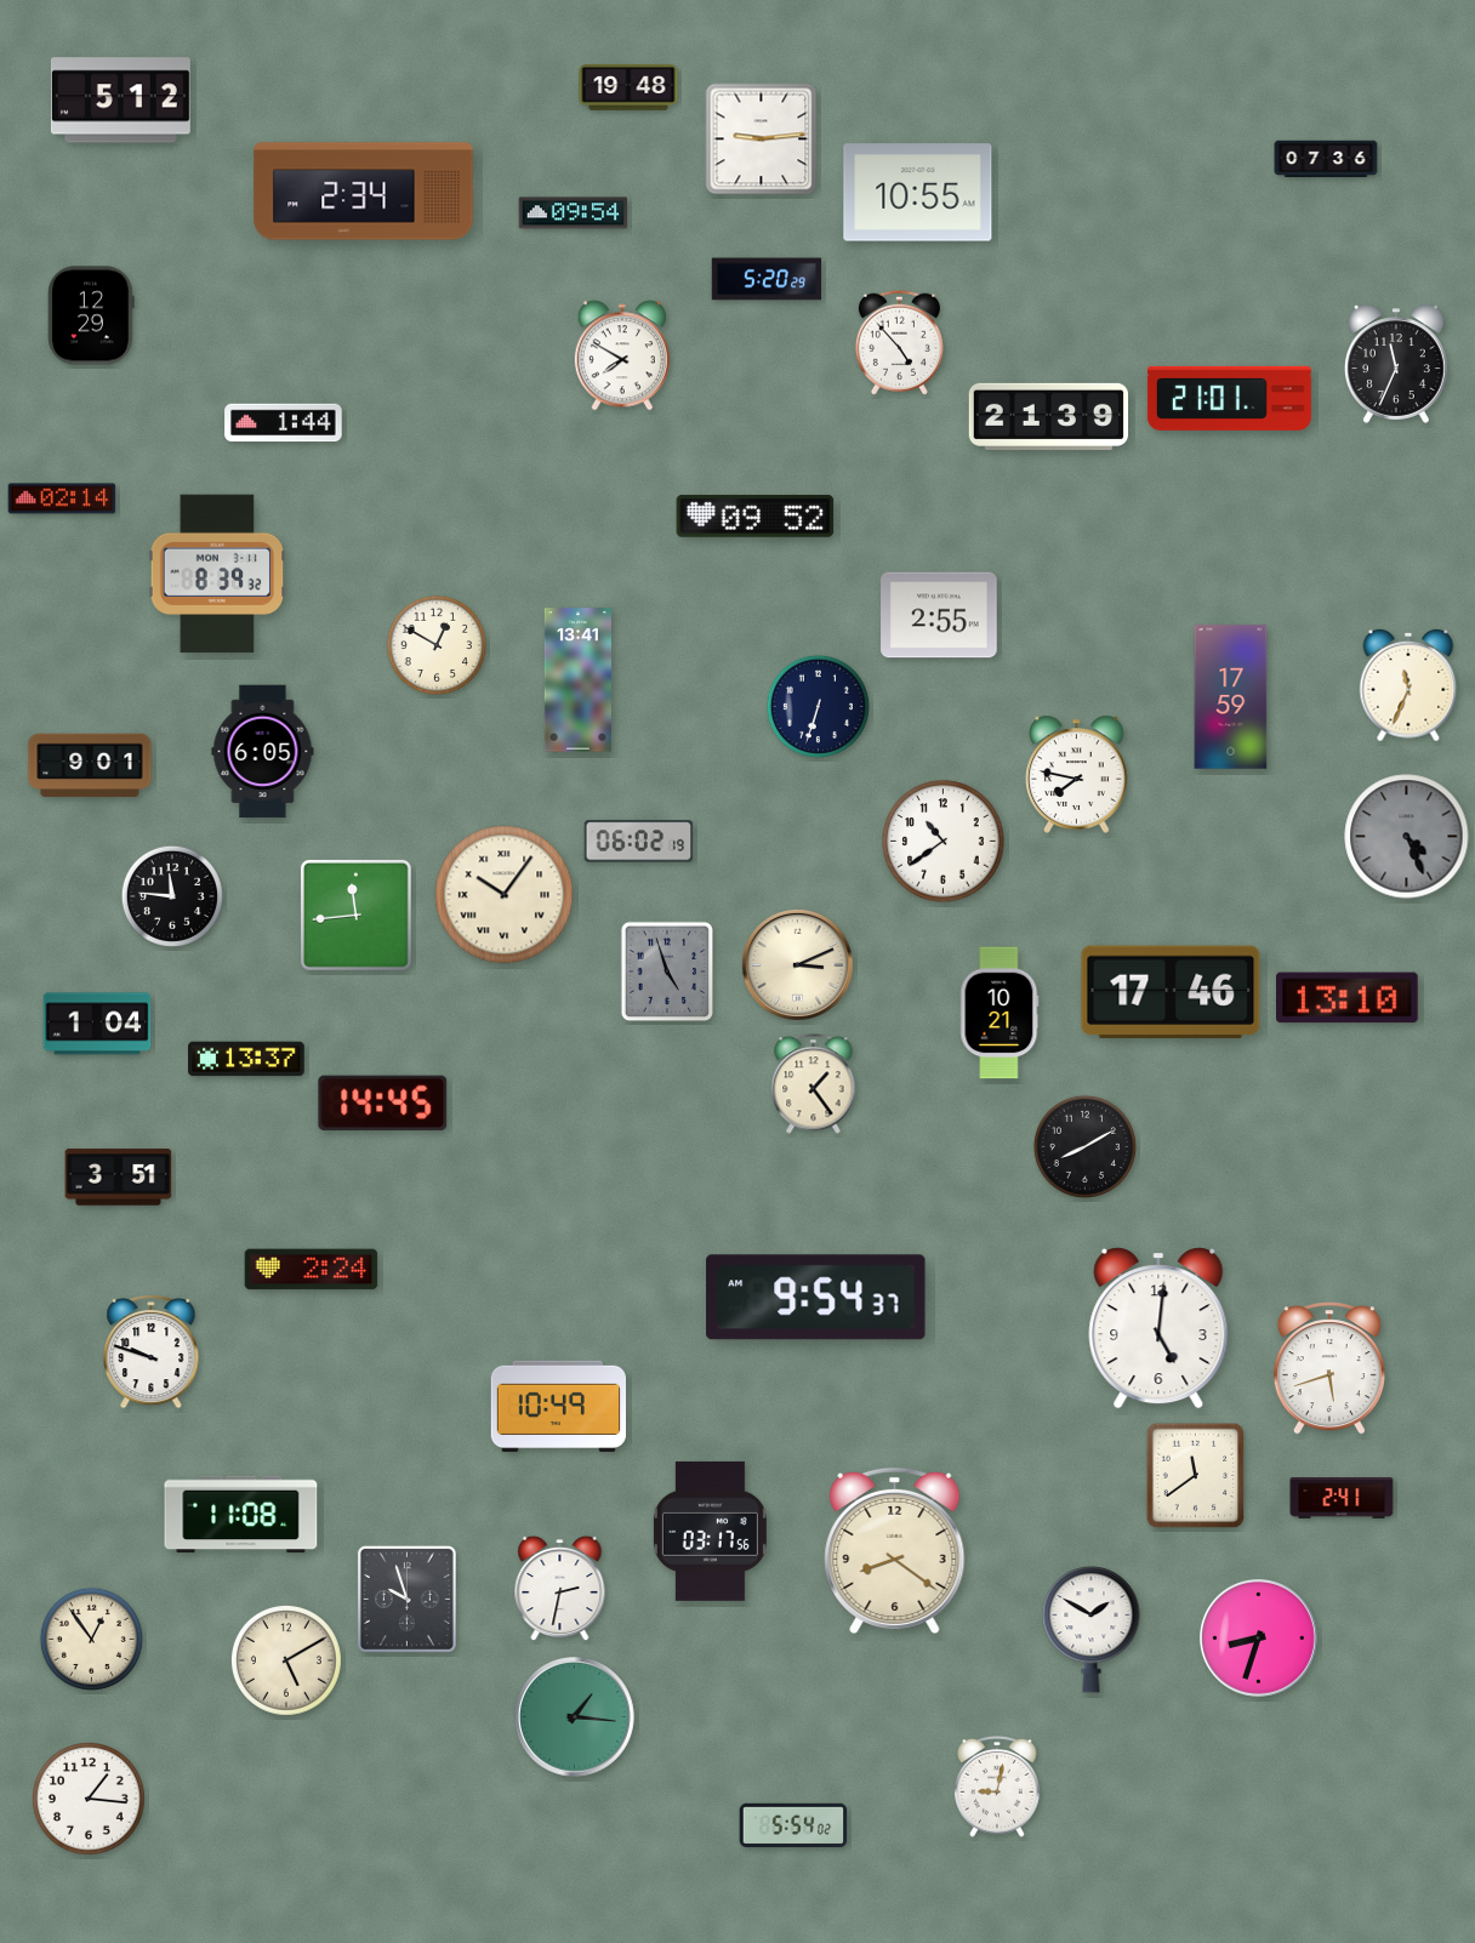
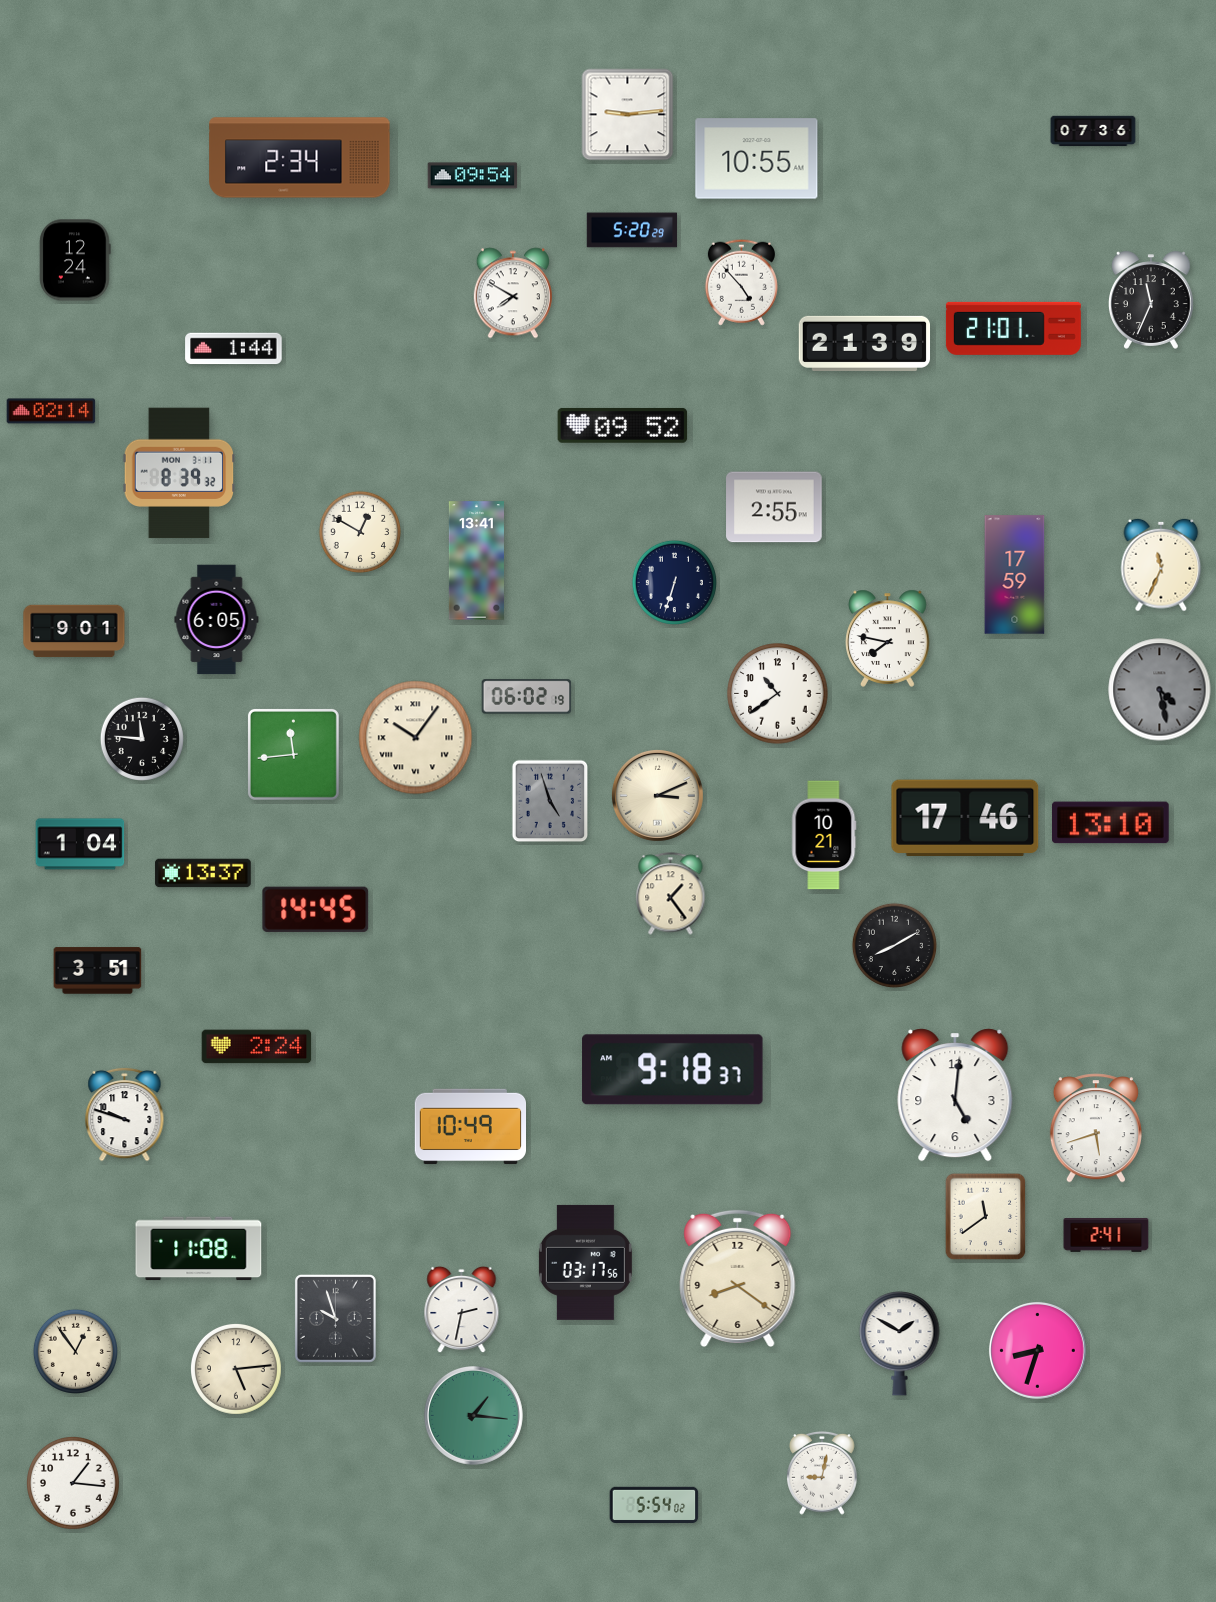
clock at (628, 87): 19:48 -> none
clock at (120, 101): 5:12 -> none
clock at (91, 315): 12:29 -> 12:24
clock at (1407, 837): 4:26 -> 4:28
clock at (639, 842) position: (639, 842) -> (527, 697)
clock at (816, 1298): 9:54 -> 9:18
clock at (558, 1407) position: (558, 1407) -> (470, 1127)
clock at (286, 1660): 5:10 -> 5:14
